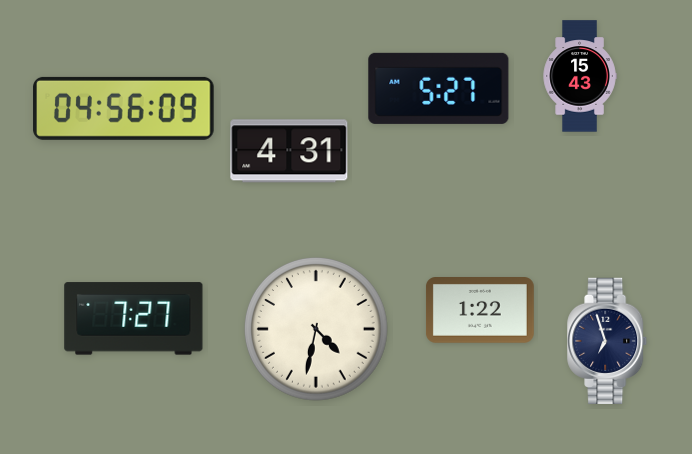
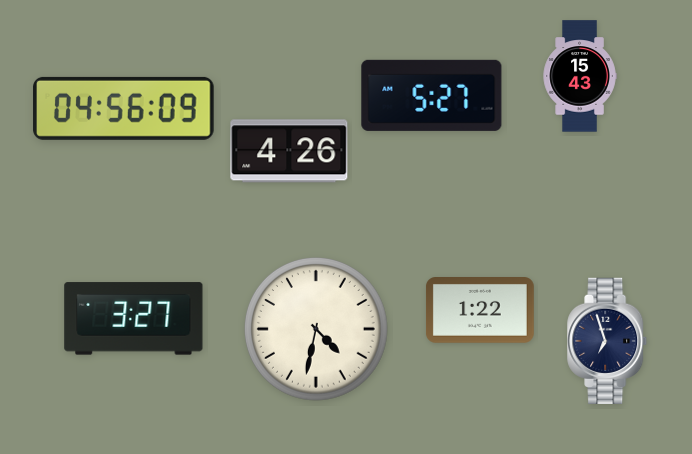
clock at (439, 88) position: (439, 88) -> (432, 95)
clock at (289, 151): 4:31 -> 4:26
clock at (134, 319): 7:27 -> 3:27
